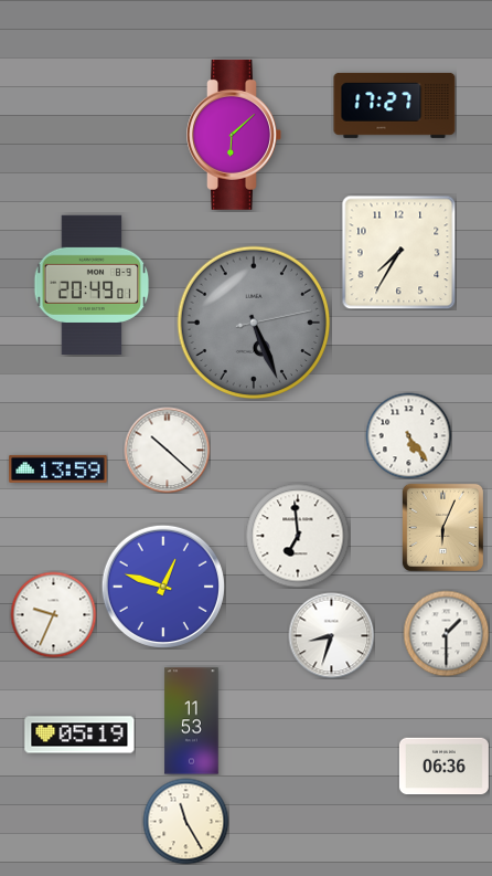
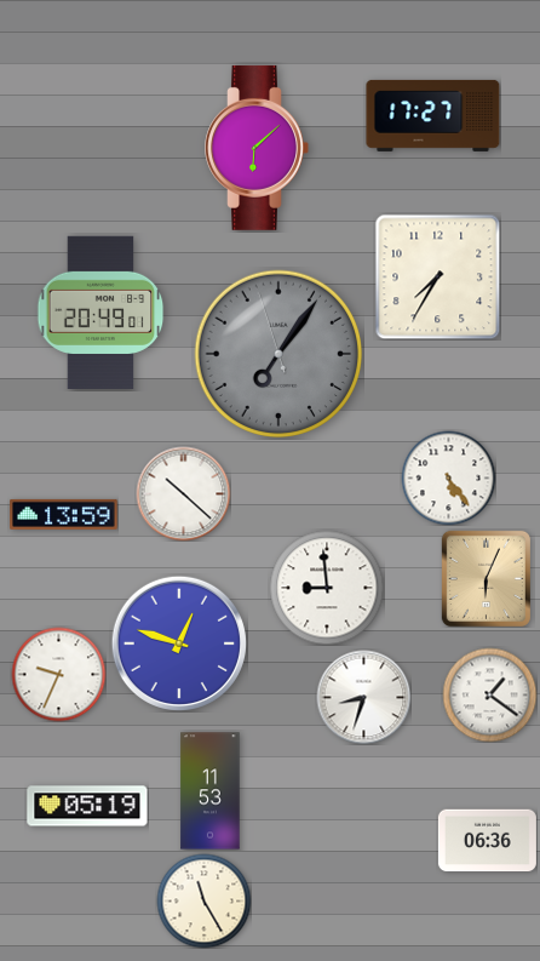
clock at (254, 323): 5:26 -> 7:05
clock at (298, 536): 6:59 -> 8:59
clock at (446, 633): 1:30 -> 1:21
